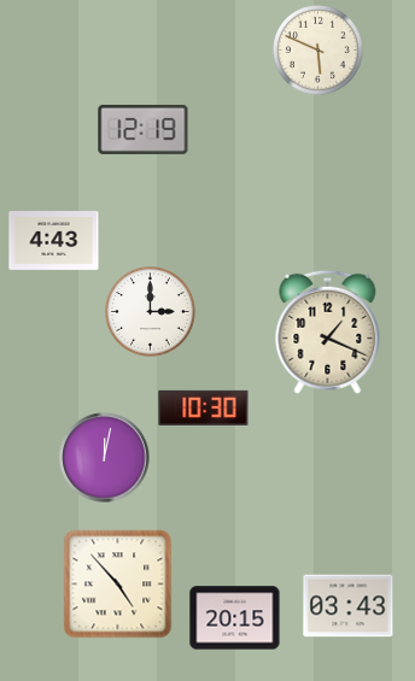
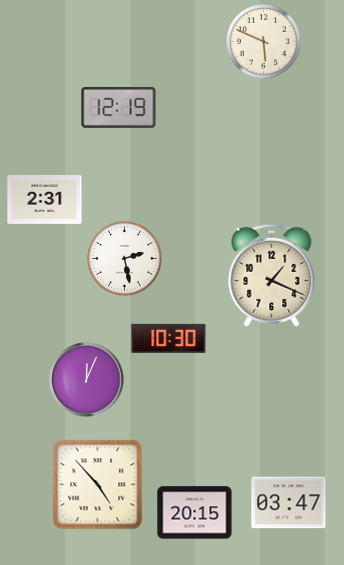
clock at (54, 241): 4:43 -> 2:31
clock at (151, 312): 3:00 -> 2:28
clock at (105, 458): 12:02 -> 12:04
clock at (349, 606): 03:43 -> 03:47
